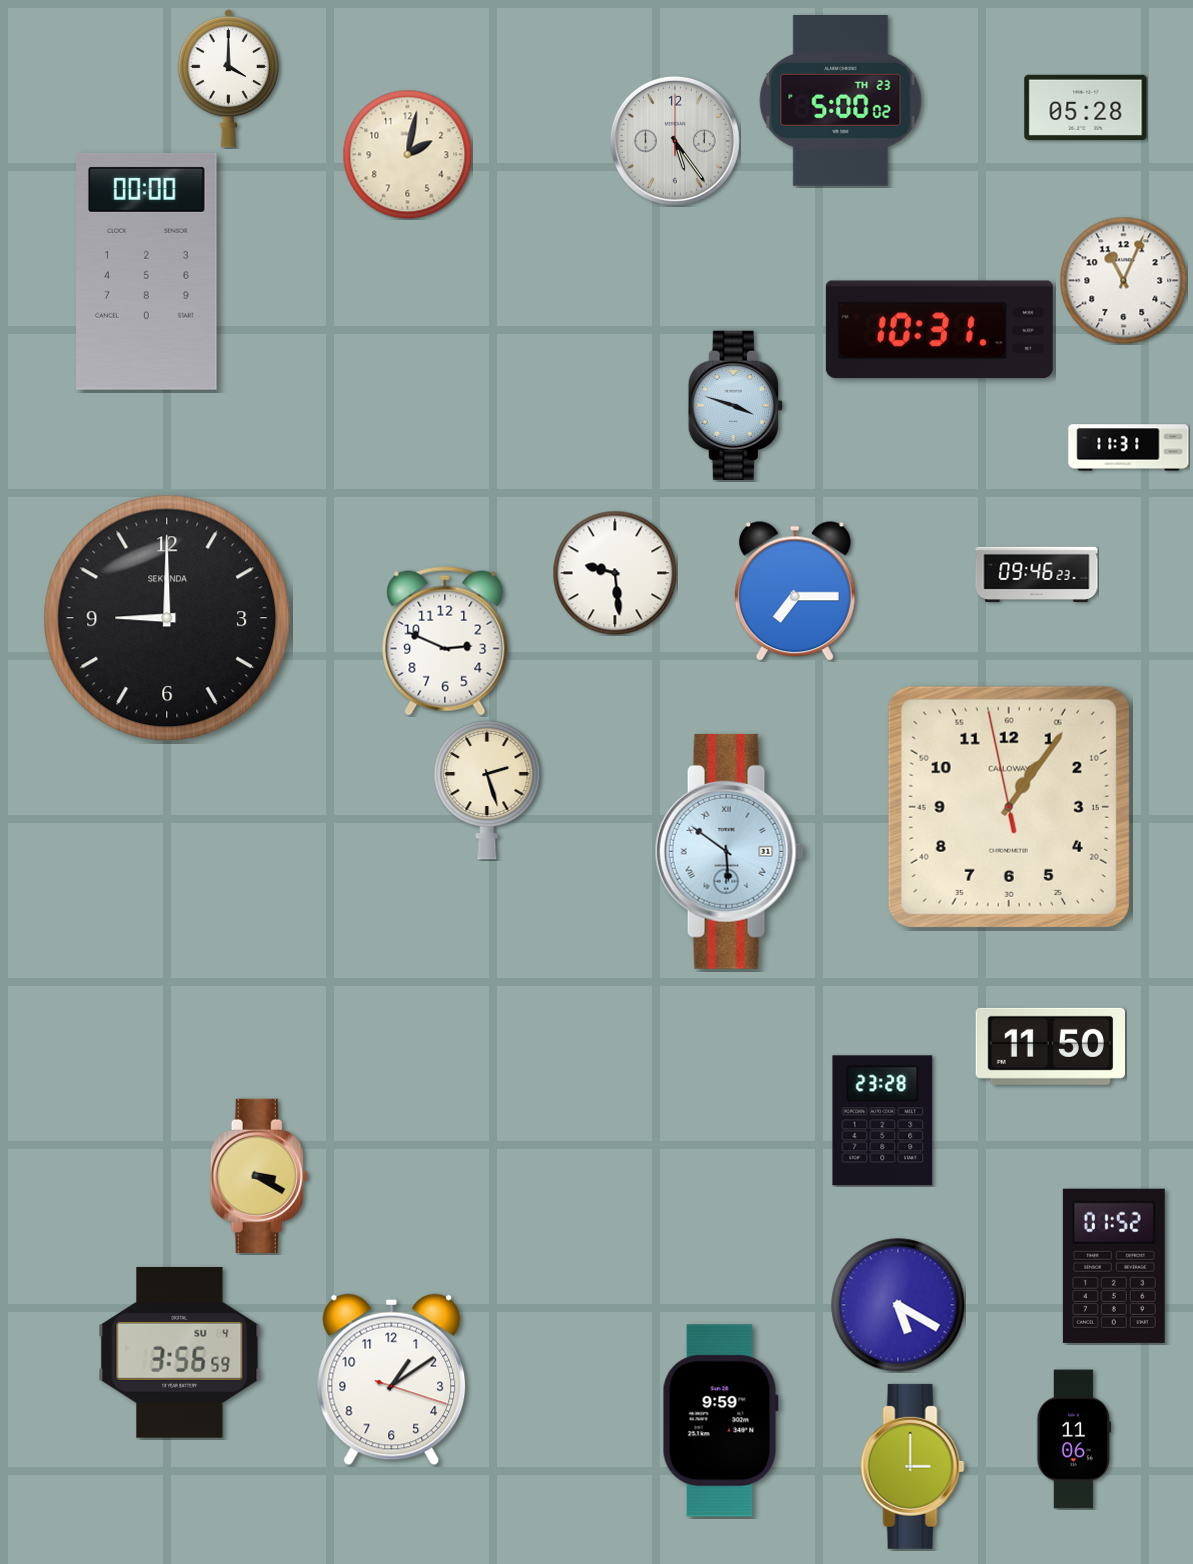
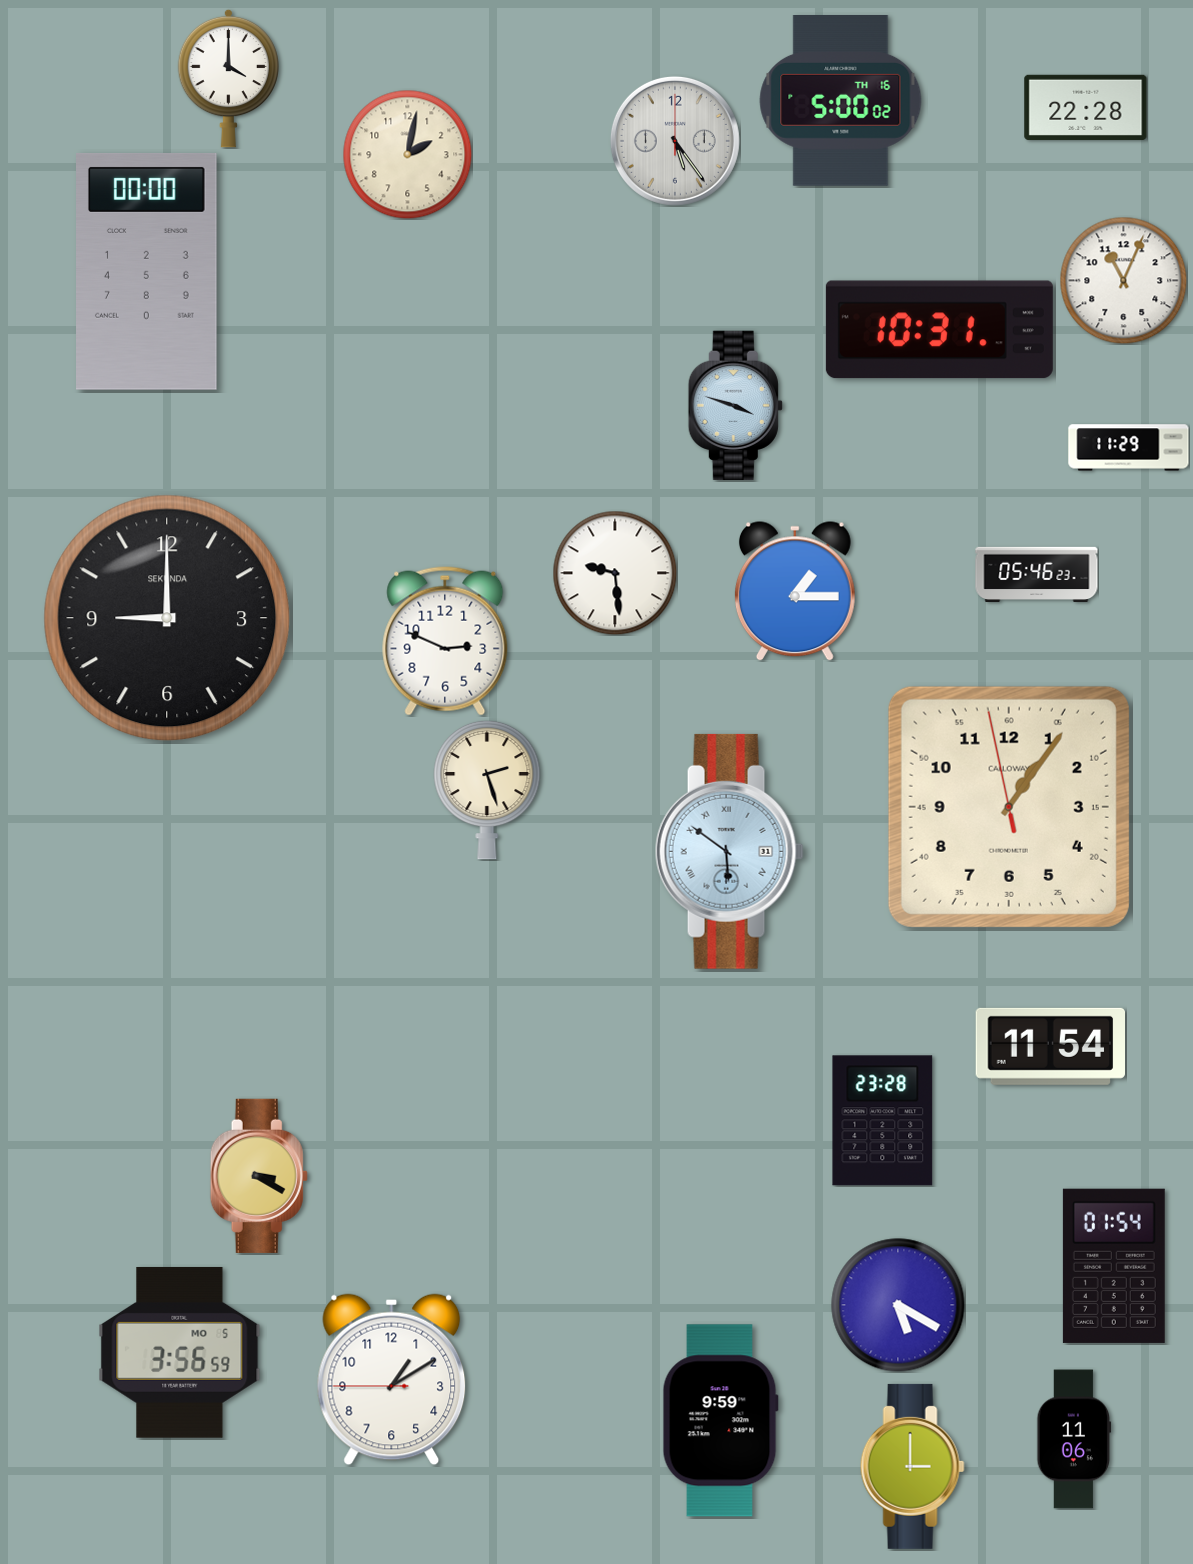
clock at (841, 101) date: TH 23 -> TH 16
clock at (1086, 107): 05:28 -> 22:28
clock at (1129, 448): 11:31 -> 11:29
clock at (1037, 574): 09:46 -> 05:46
clock at (795, 591): 7:15 -> 1:15
clock at (1051, 1046): 11:50 -> 11:54
clock at (1114, 1266): 01:52 -> 01:54
clock at (180, 1352) date: SU 4 -> MO 5
clock at (392, 1380): 1:09:18 -> 1:09:45
